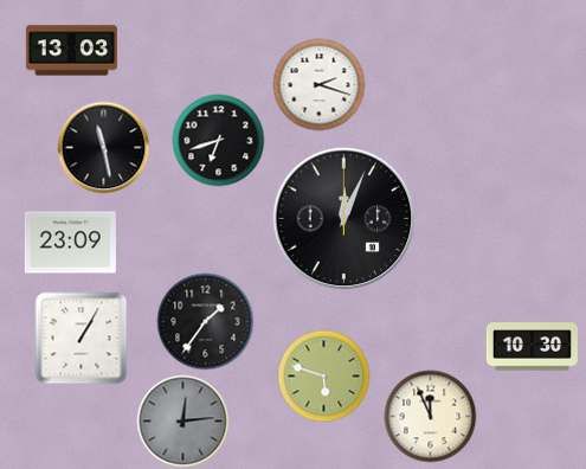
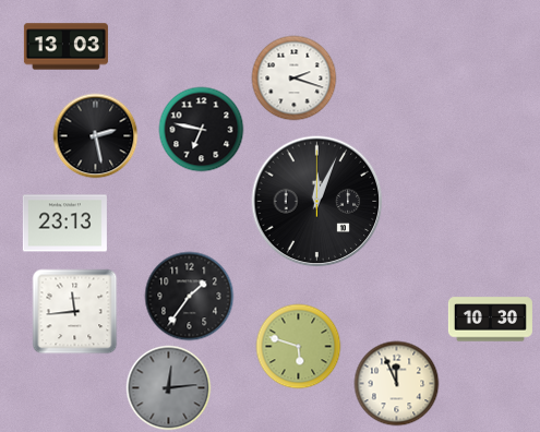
clock at (218, 140): 6:42 -> 6:47
clock at (103, 147): 11:28 -> 2:28
clock at (70, 243): 23:09 -> 23:13
clock at (81, 338): 1:05 -> 11:44
